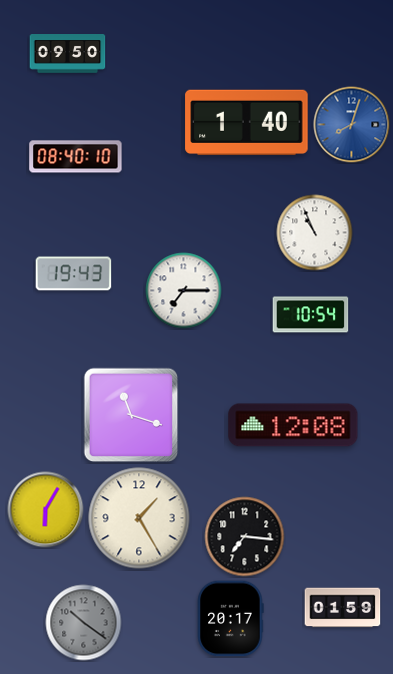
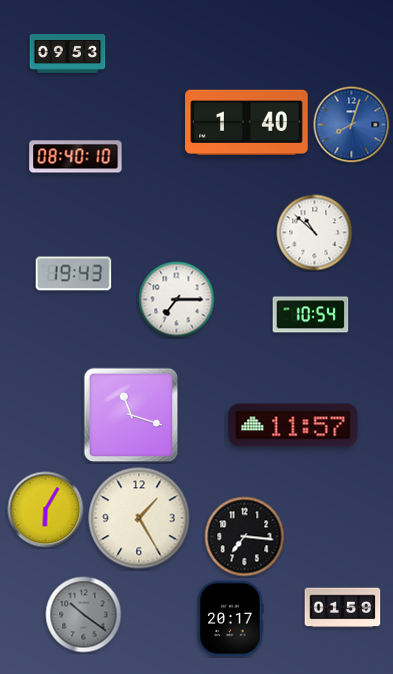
clock at (68, 54): 09:50 -> 09:53
clock at (315, 233): 10:56 -> 10:52
clock at (184, 291) position: (184, 291) -> (177, 300)
clock at (293, 425): 12:08 -> 11:57
clock at (84, 623) position: (84, 623) -> (84, 615)
